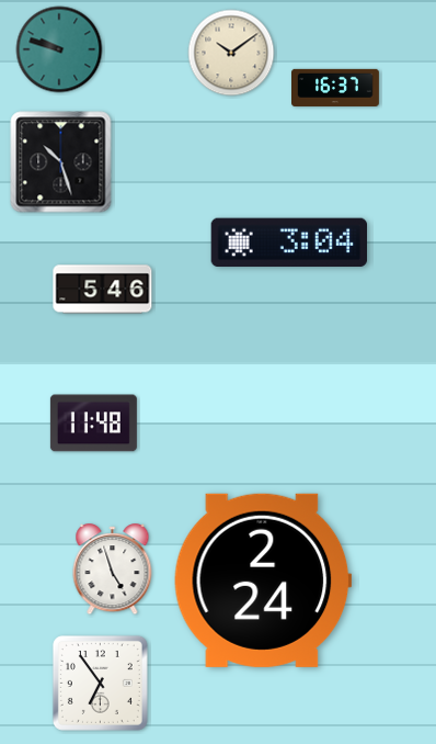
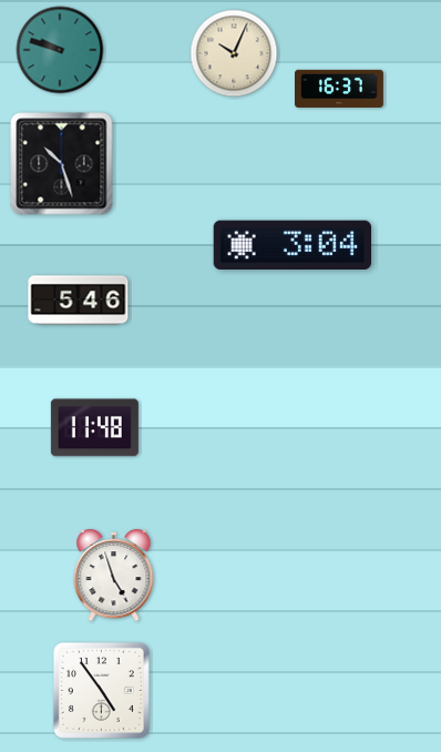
clock at (231, 53): 10:09 -> 10:04
clock at (103, 290) position: (103, 290) -> (79, 301)
clock at (263, 580): 2:24 -> none
clock at (100, 683): 6:54 -> 4:54
